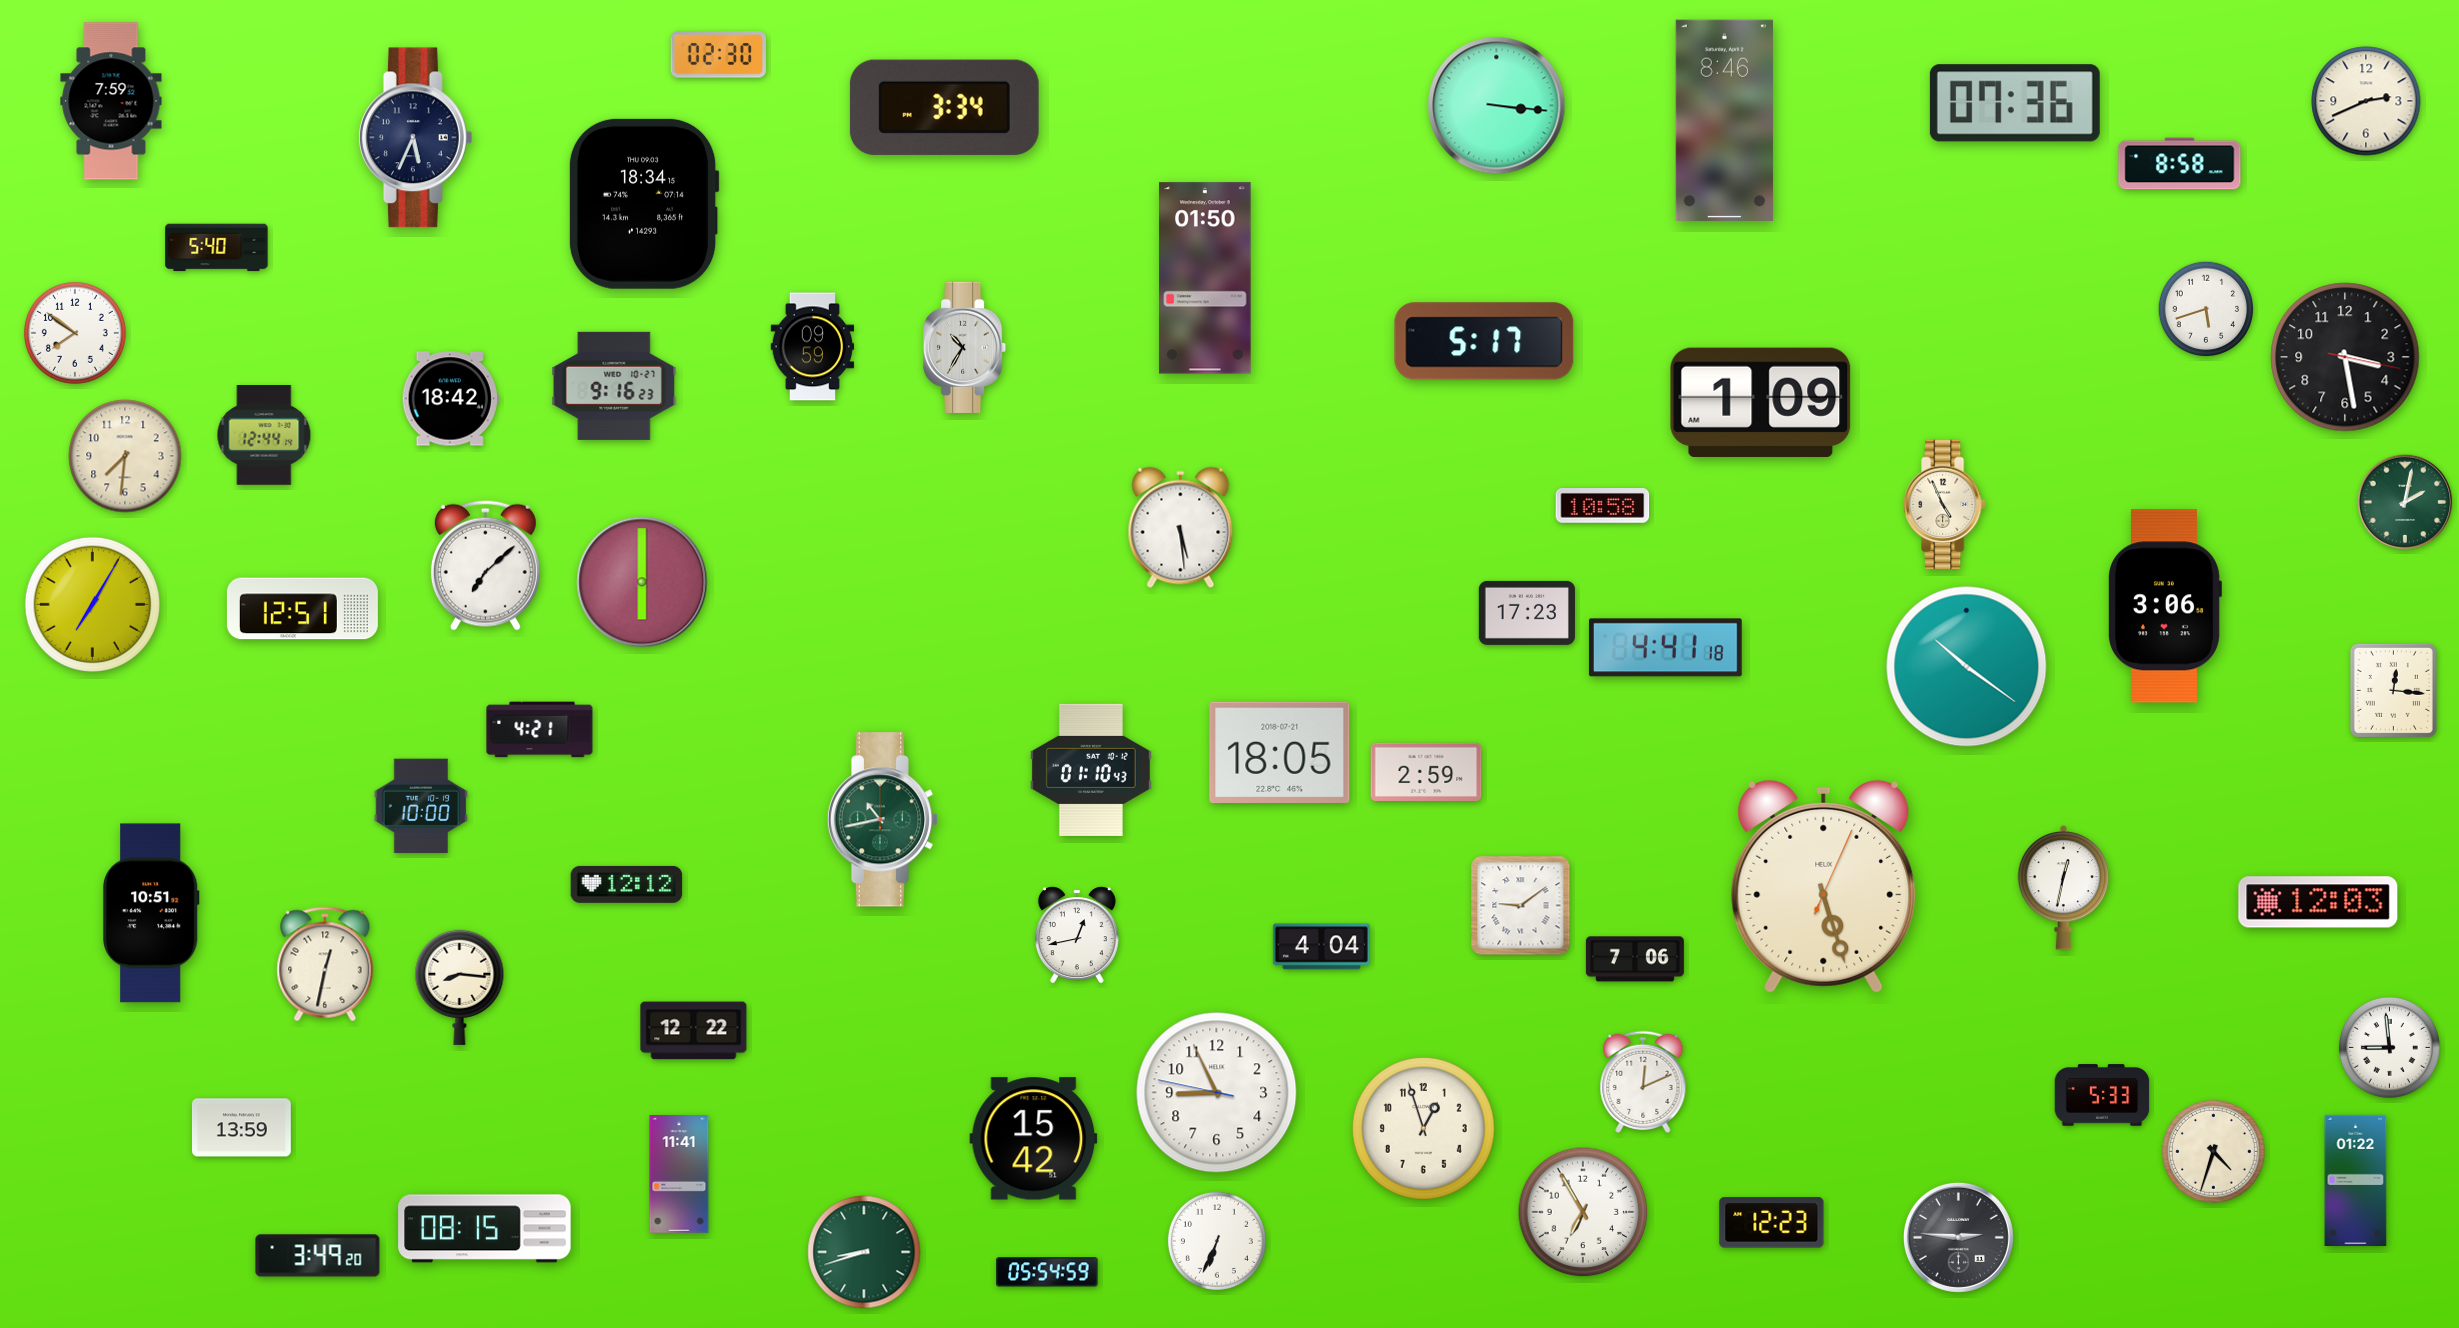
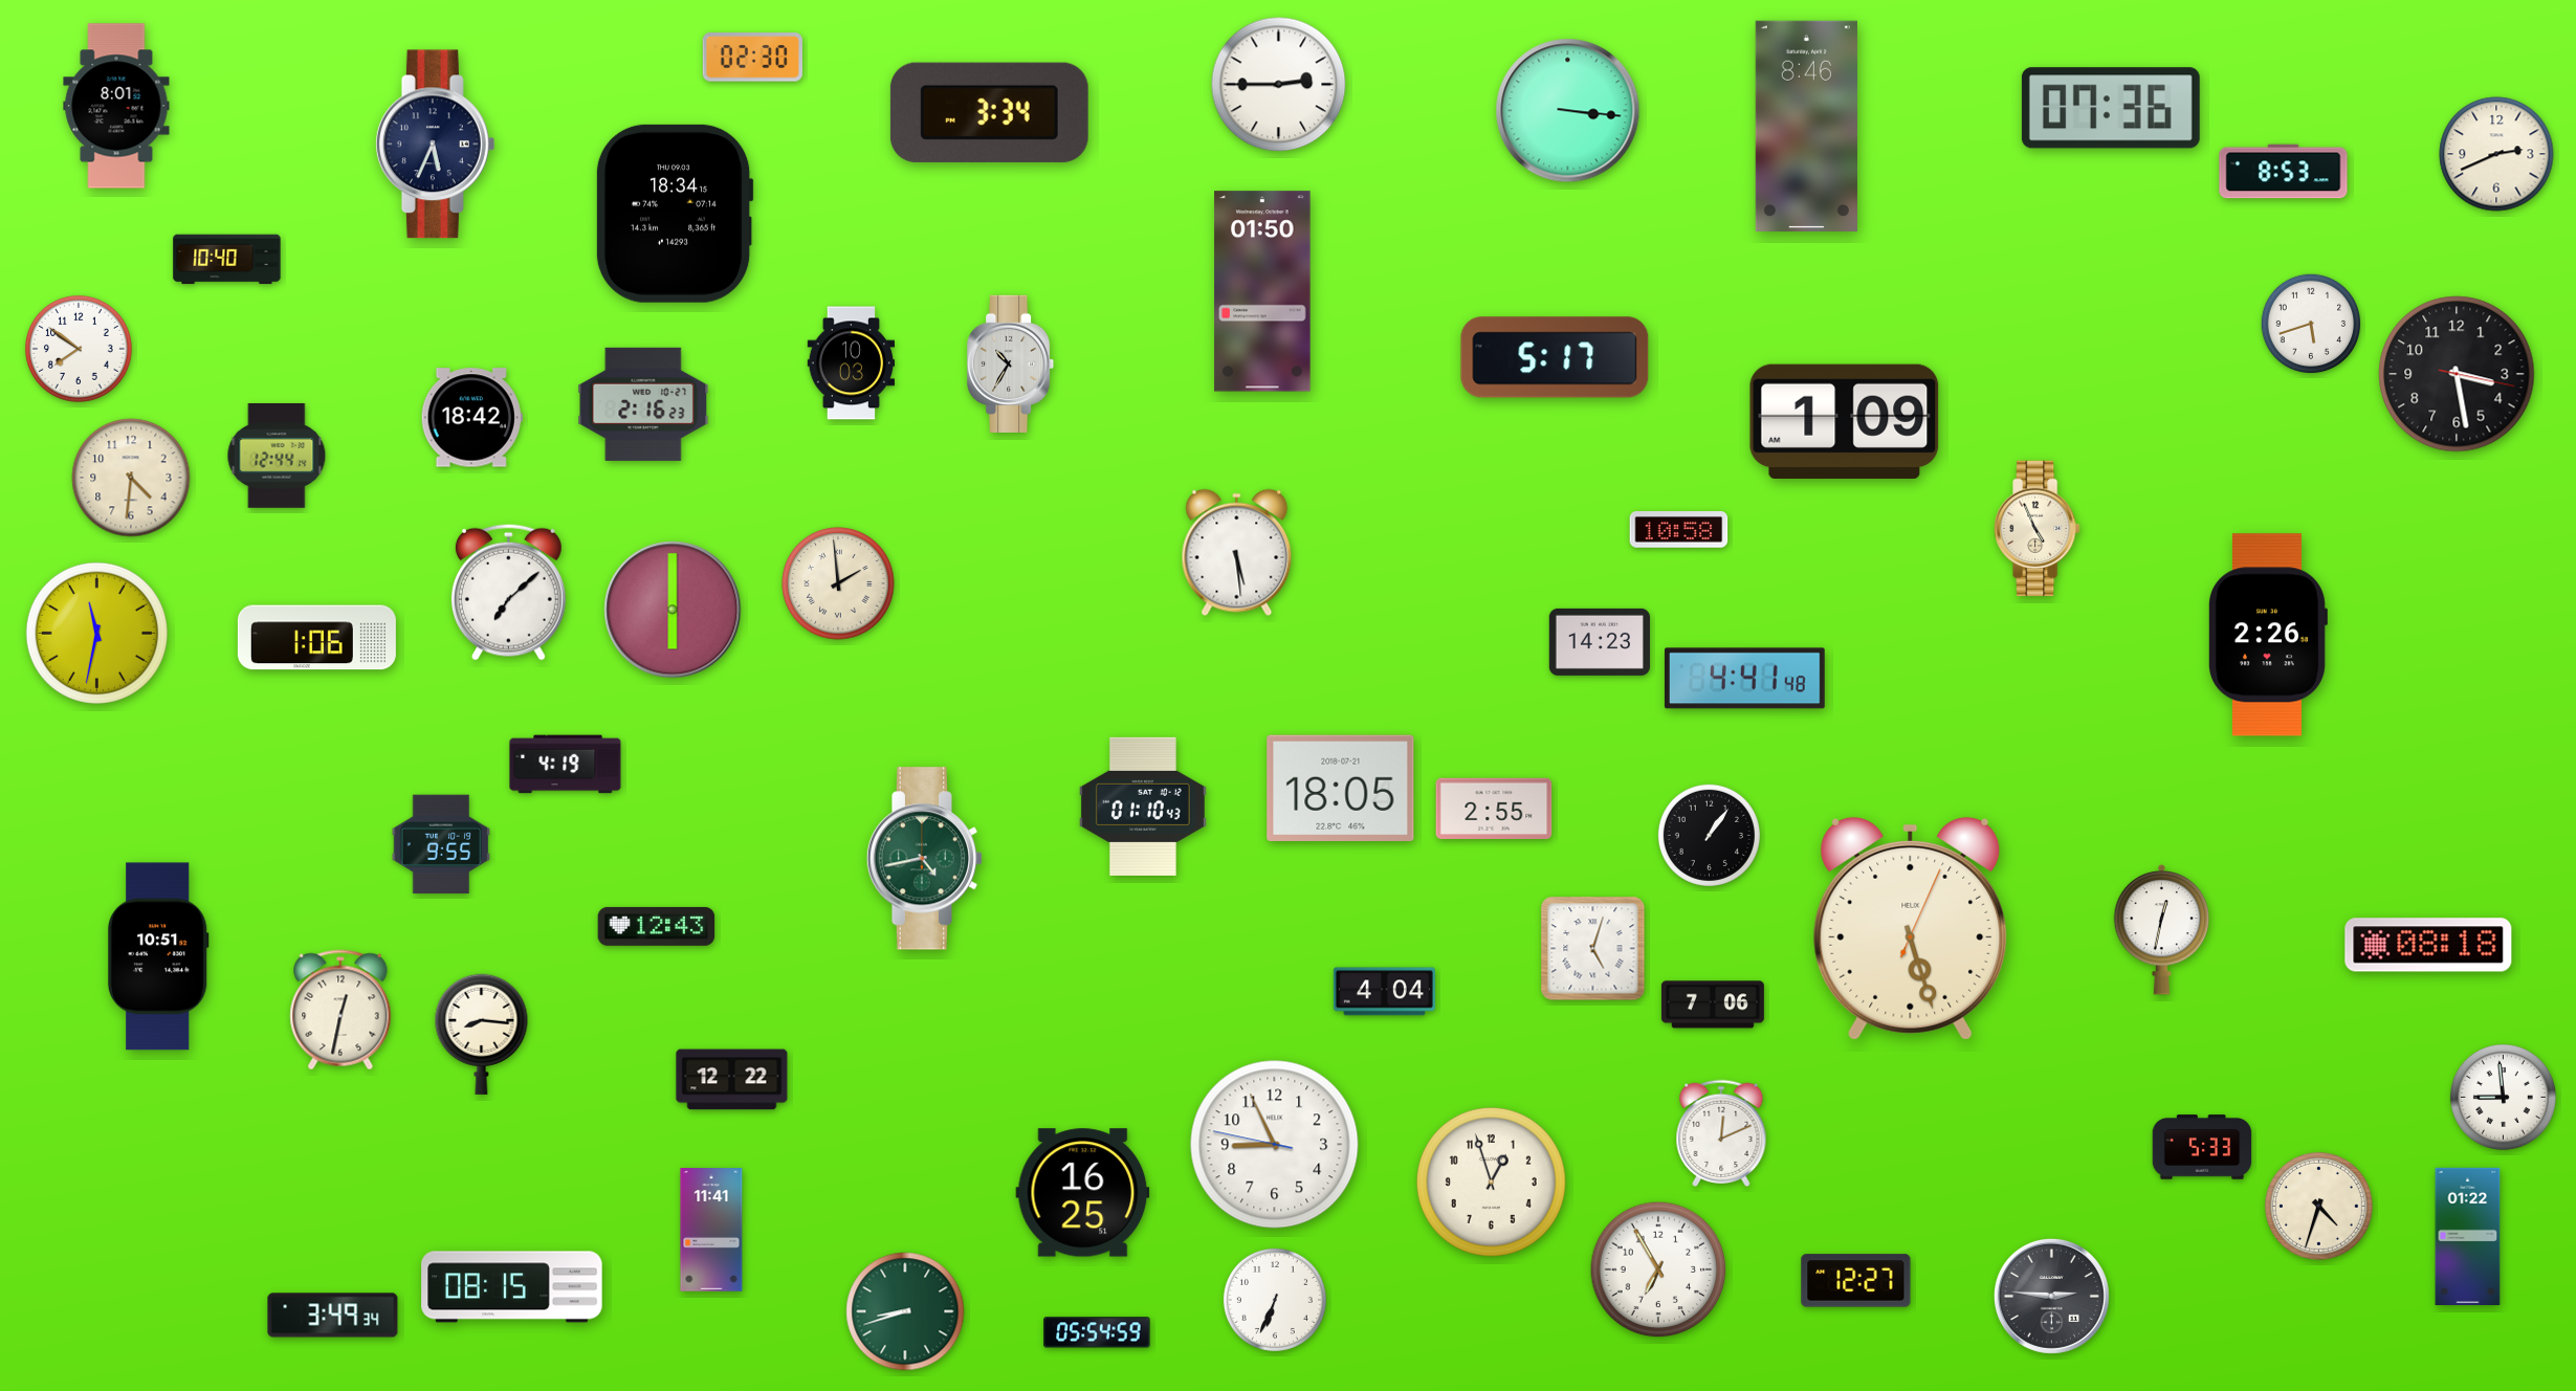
clock at (1279, 85): none -> 2:45
clock at (111, 101): 7:59 -> 8:01
clock at (2366, 101) position: (2366, 101) -> (2496, 154)
clock at (2180, 164): 8:58 -> 8:53
clock at (217, 248): 5:40 -> 10:40
clock at (813, 347): 09:59 -> 10:03
clock at (614, 386): 9:16 -> 2:16
clock at (125, 456): 7:31 -> 4:31
clock at (2405, 502): 2:02 -> none
clock at (838, 583): none -> 1:59
clock at (92, 604): 7:05 -> 11:32
clock at (2165, 606): 3:06 -> 2:26
clock at (302, 609): 12:51 -> 1:06
clock at (1527, 613): 17:23 -> 14:23
clock at (1665, 648): 4:41:18 -> 4:41:48
clock at (1967, 667): 10:21 -> none
clock at (2393, 690): 12:16 -> none
clock at (540, 730): 4:21 -> 4:19
clock at (1426, 772): 2:59 -> 2:55
clock at (1709, 835): none -> 1:06
clock at (421, 806): 10:00 -> 9:55
clock at (883, 820): 10:43 -> 4:43
clock at (627, 884): 12:12 -> 12:43
clock at (2318, 902): 12:03 -> 08:18
clock at (1521, 906): 9:09 -> 5:03
clock at (1077, 935): 12:43 -> none
clock at (694, 1031) position: (694, 1031) -> (732, 1080)
clock at (241, 1128): 13:59 -> none
clock at (1034, 1139): 15:42 -> 16:25
clock at (1772, 1223): 12:23 -> 12:27
clock at (485, 1229) position: (485, 1229) -> (512, 1287)
clock at (318, 1256): 3:49:20 -> 3:49:34
